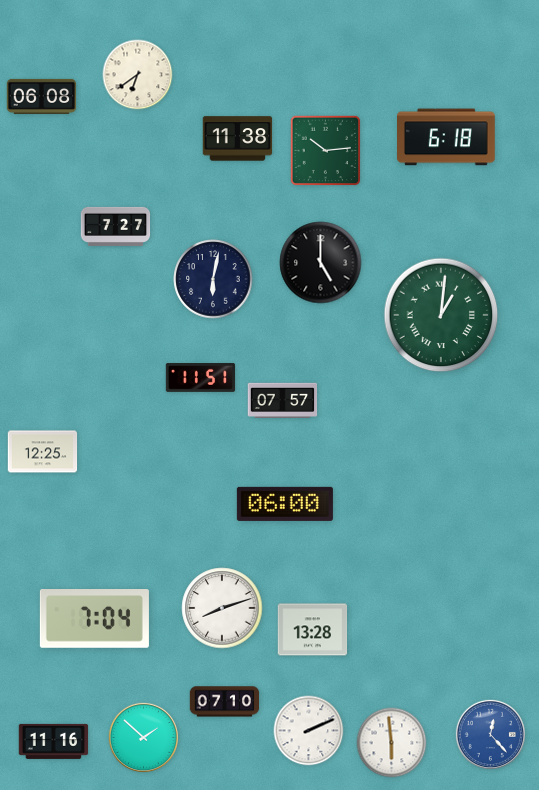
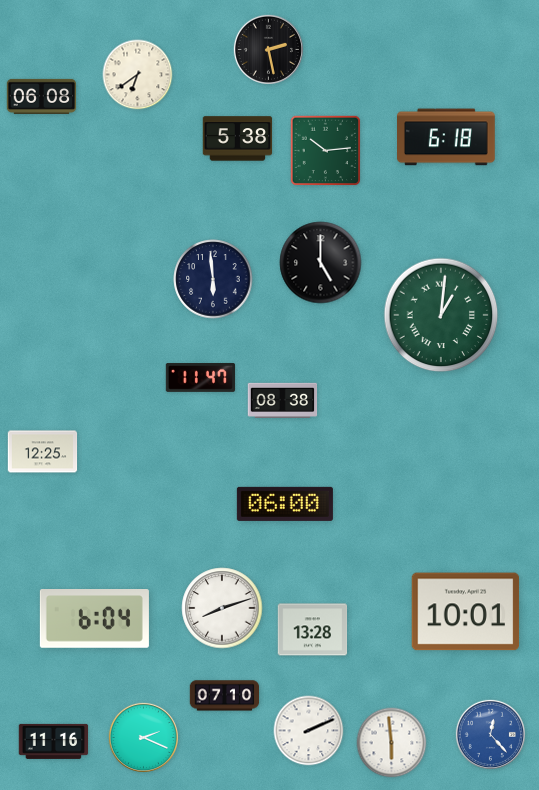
clock at (268, 49): none -> 2:28
clock at (238, 139): 11:38 -> 5:38
clock at (116, 226): 7:27 -> none
clock at (213, 279): 6:02 -> 5:59
clock at (201, 378): 11:51 -> 11:47
clock at (283, 400): 07:57 -> 08:38
clock at (466, 612): none -> 10:01
clock at (94, 619): 7:04 -> 6:04
clock at (225, 702) position: (225, 702) -> (225, 696)
clock at (143, 737): 1:52 -> 2:19
